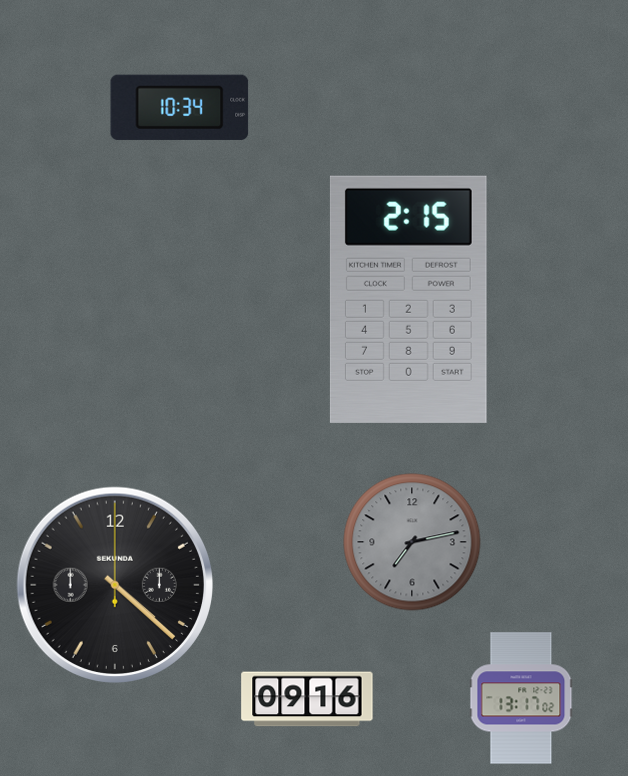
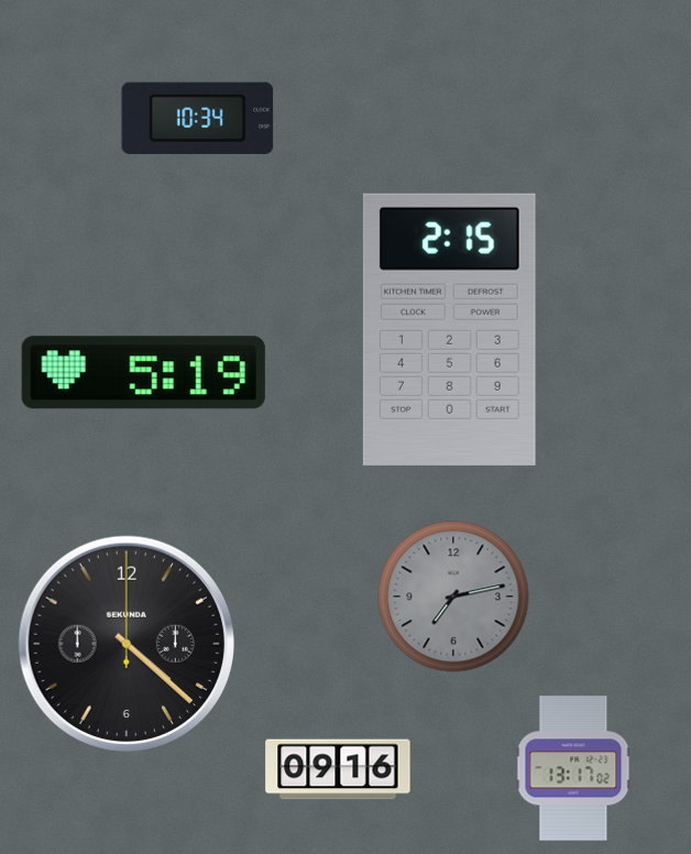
clock at (143, 373): none -> 5:19
